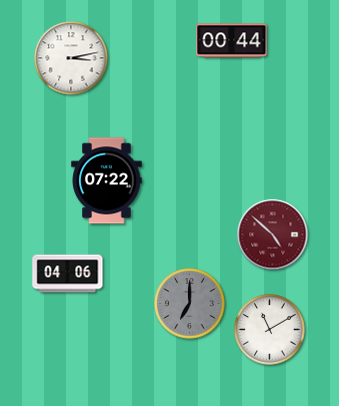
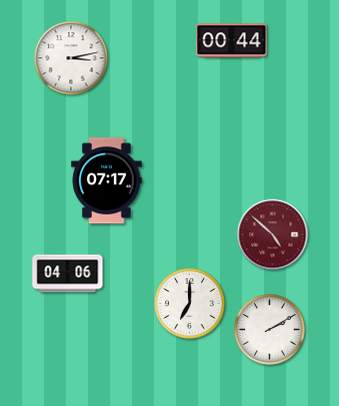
clock at (107, 181): 07:22 -> 07:17
clock at (190, 304) dial: grey -> white
clock at (270, 330): 11:10 -> 2:10
